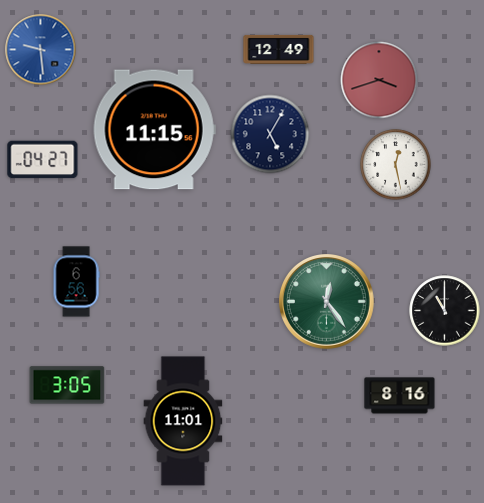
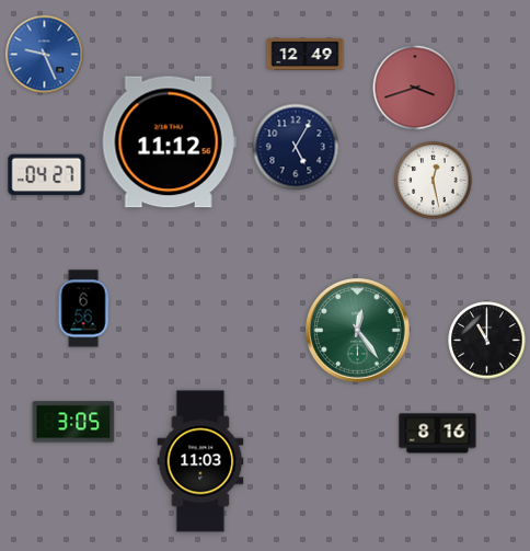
clock at (41, 50): 9:29 -> 9:26
clock at (154, 130): 11:15 -> 11:12
clock at (183, 421): 11:01 -> 11:03
